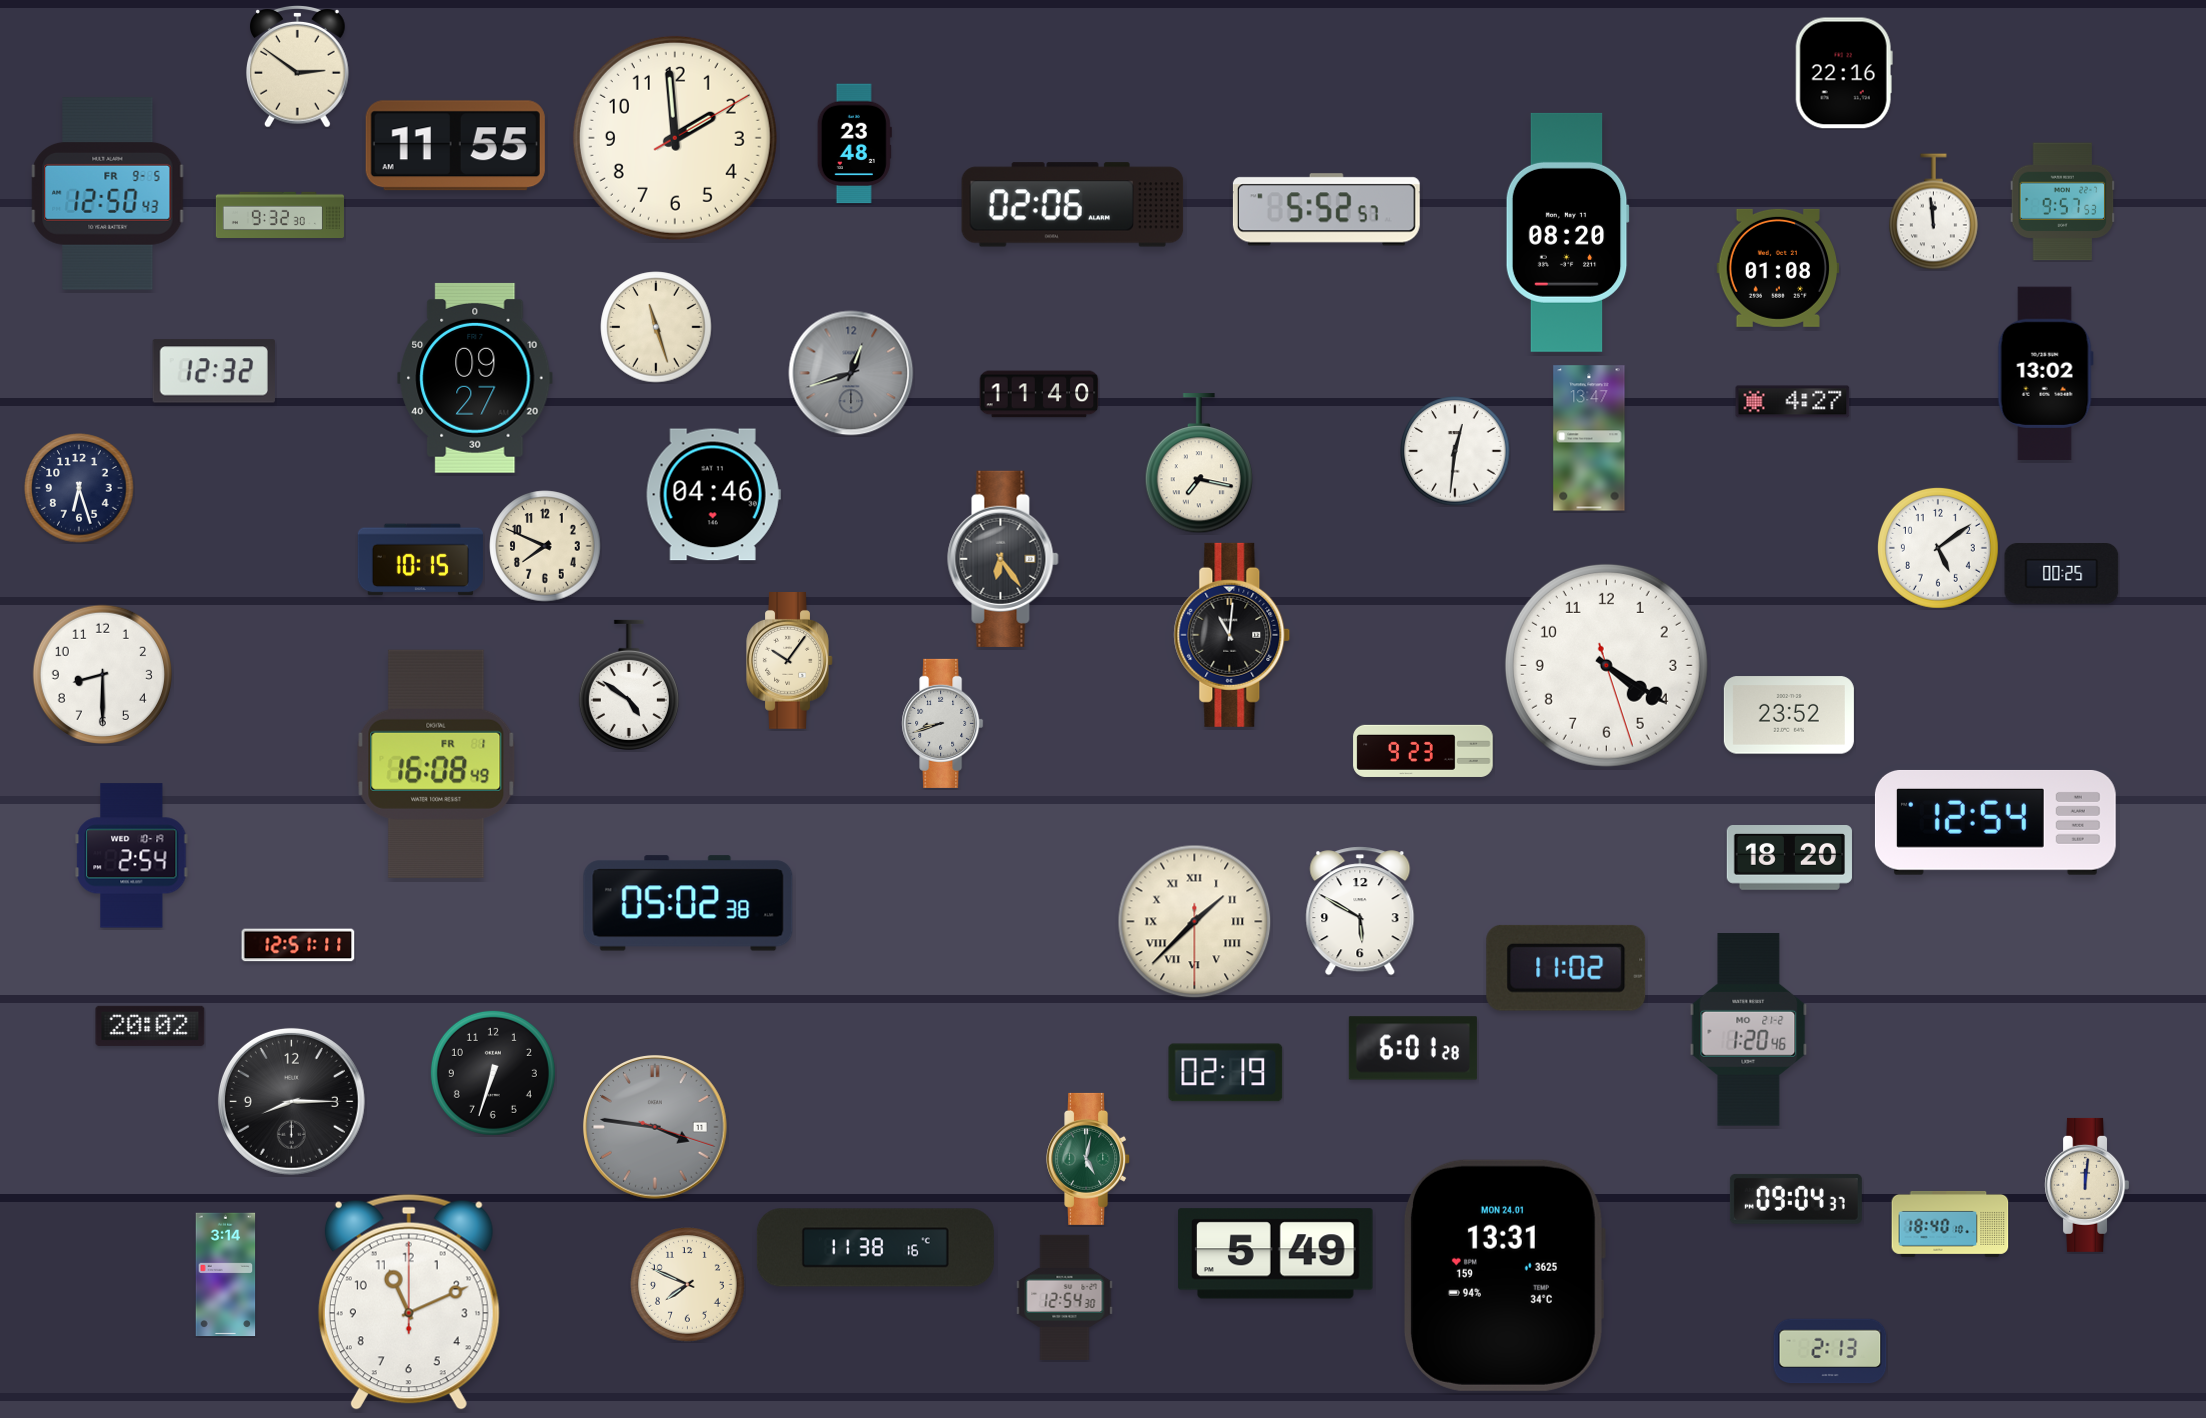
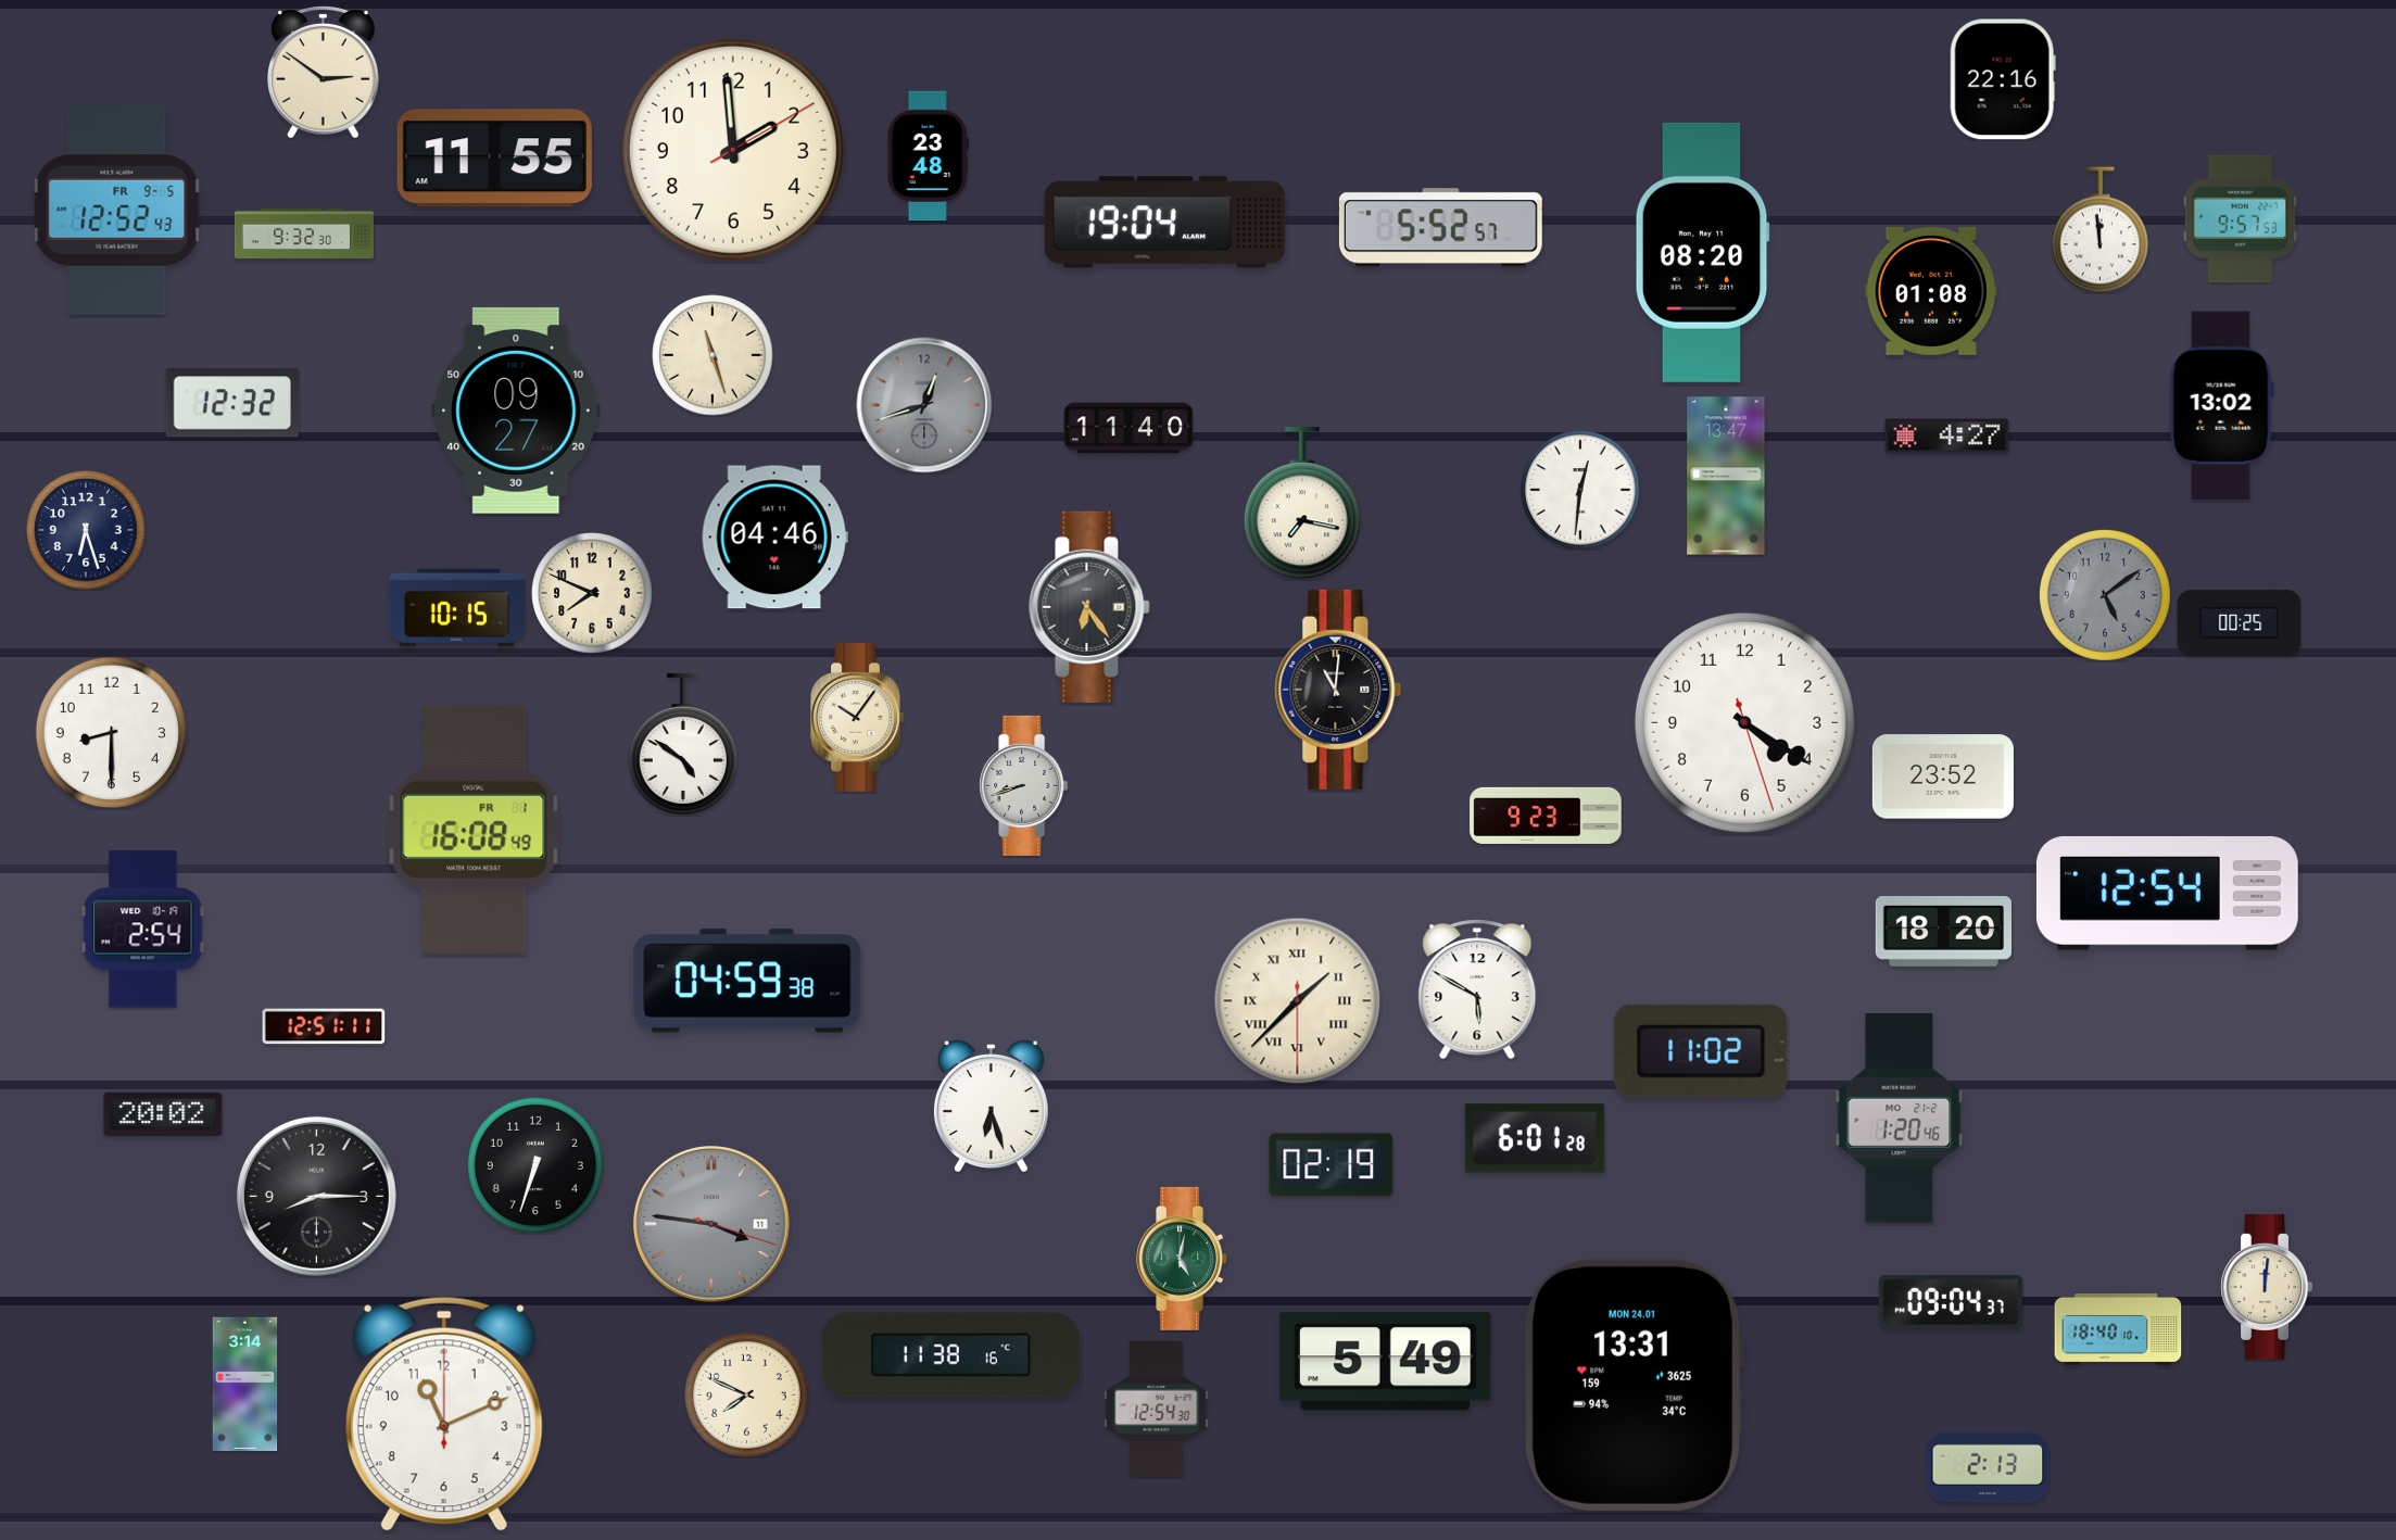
clock at (108, 194): 12:50 -> 12:52
clock at (1073, 205): 02:06 -> 19:04
clock at (1938, 548) dial: white -> grey
clock at (688, 903): 05:02 -> 04:59
clock at (991, 1106): none -> 6:27
